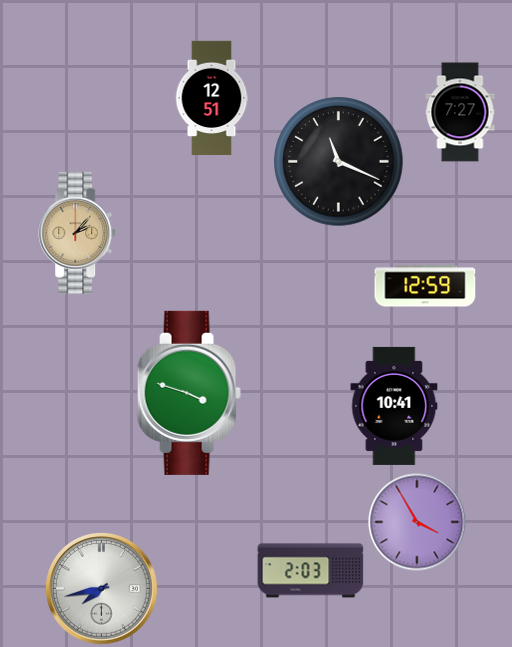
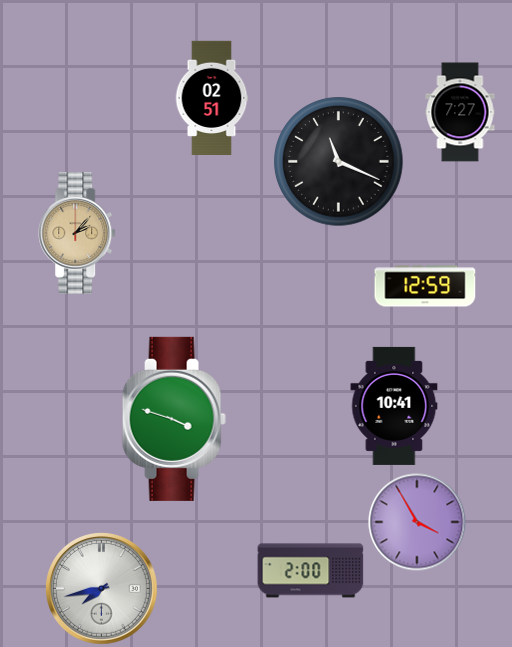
clock at (212, 97): 12:51 -> 02:51
clock at (189, 393) position: (189, 393) -> (174, 419)
clock at (311, 571): 2:03 -> 2:00
